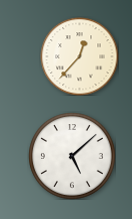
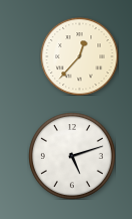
clock at (72, 156): 5:08 -> 5:12
